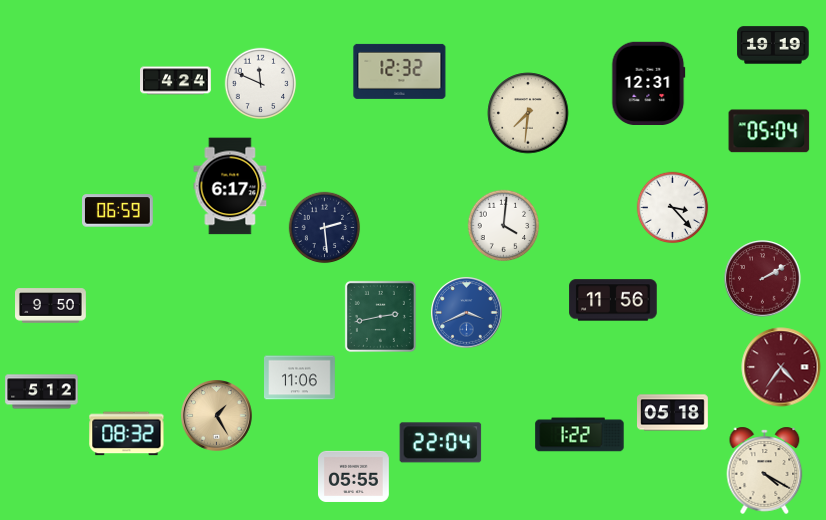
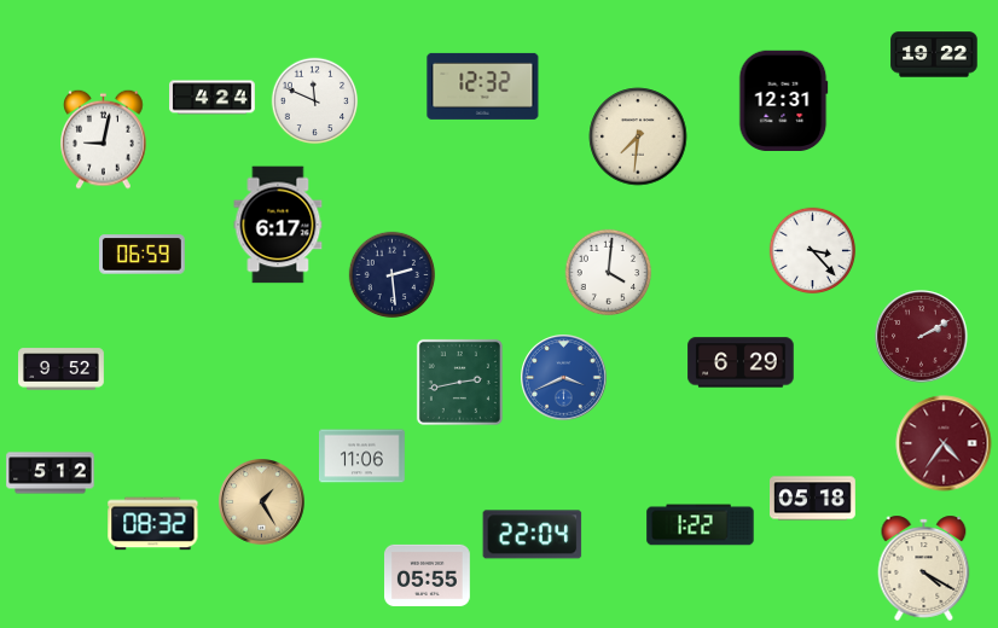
clock at (773, 45): 19:19 -> 19:22
clock at (104, 139): none -> 9:02
clock at (769, 131): 05:04 -> none
clock at (613, 300): 11:56 -> 6:29
clock at (51, 306): 9:50 -> 9:52
